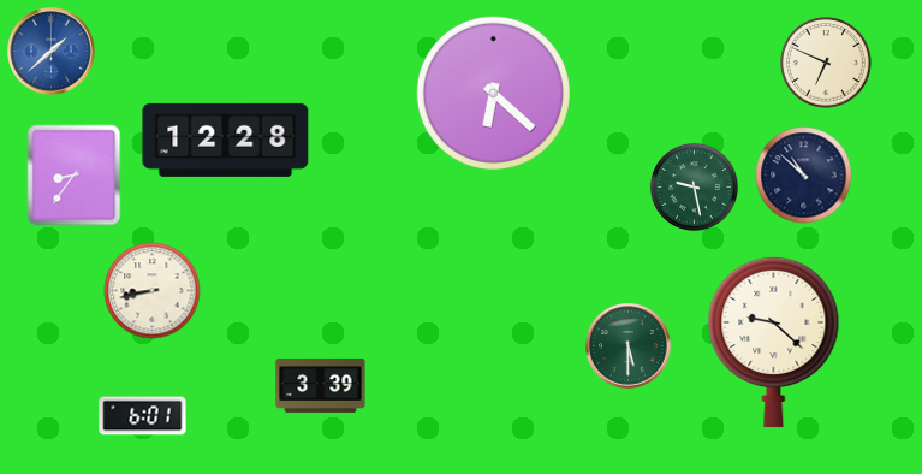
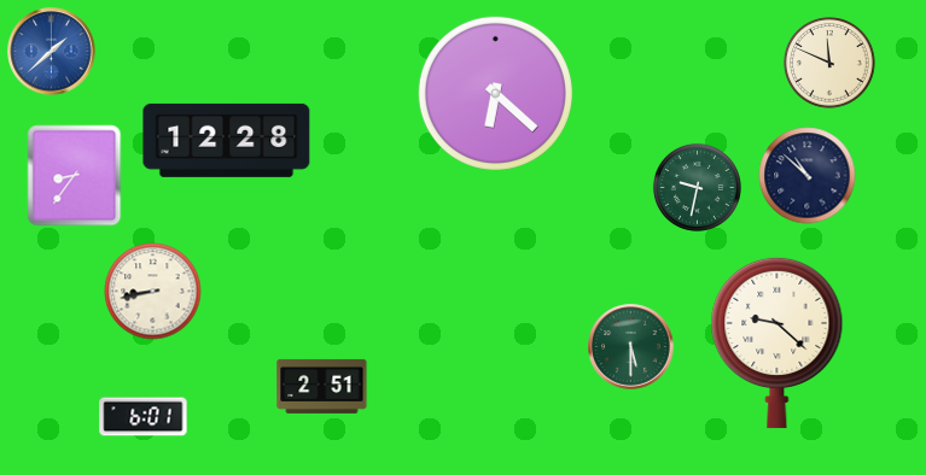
clock at (826, 63): 6:49 -> 11:49
clock at (694, 186): 9:28 -> 9:32
clock at (321, 385): 3:39 -> 2:51
